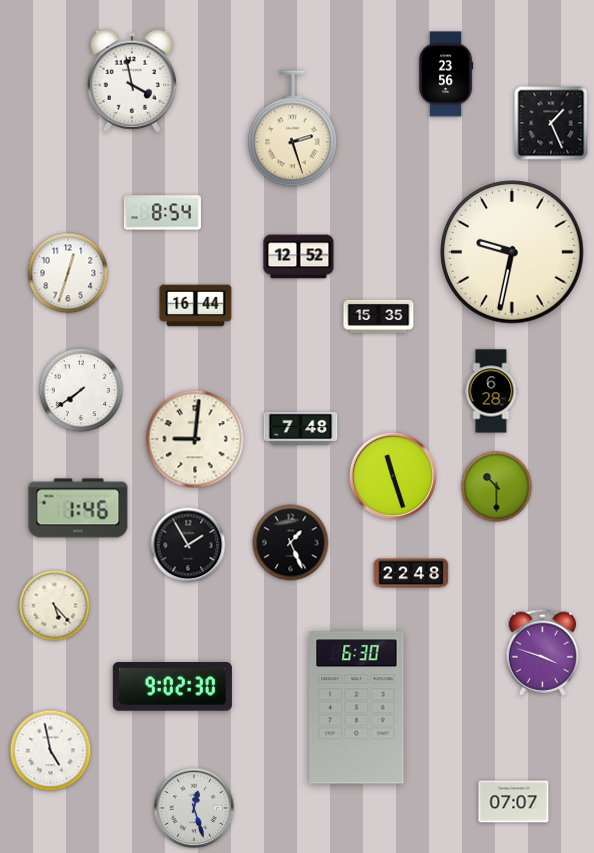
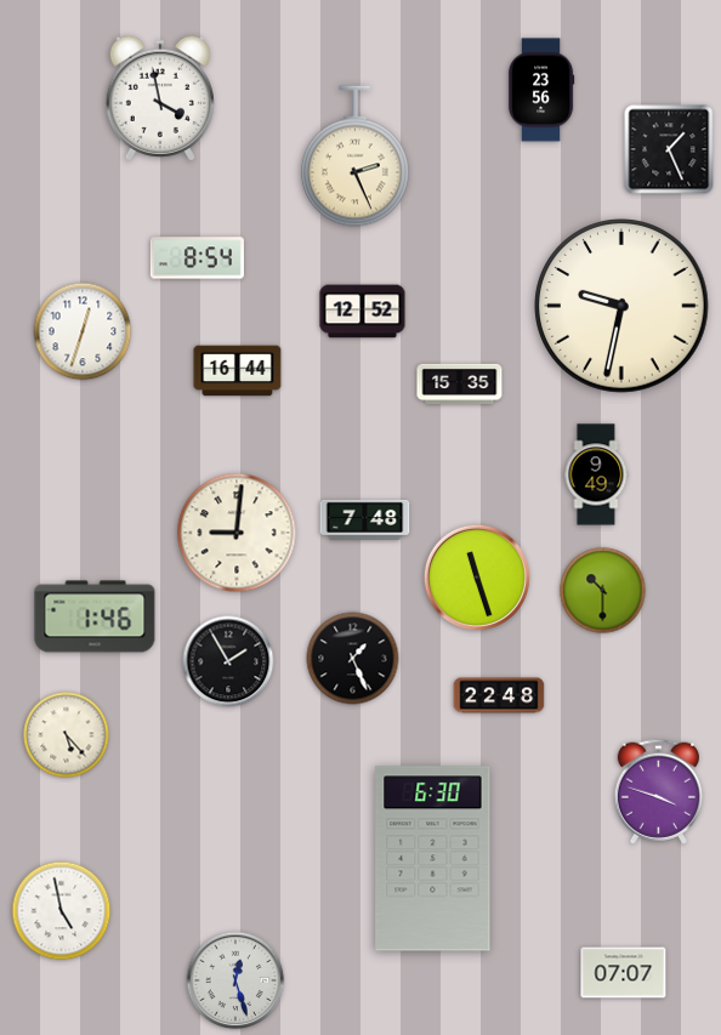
clock at (292, 129): 2:27 -> 2:26
clock at (81, 390): 7:39 -> none
clock at (491, 391): 6:28 -> 9:49
clock at (172, 687): 9:02 -> none
